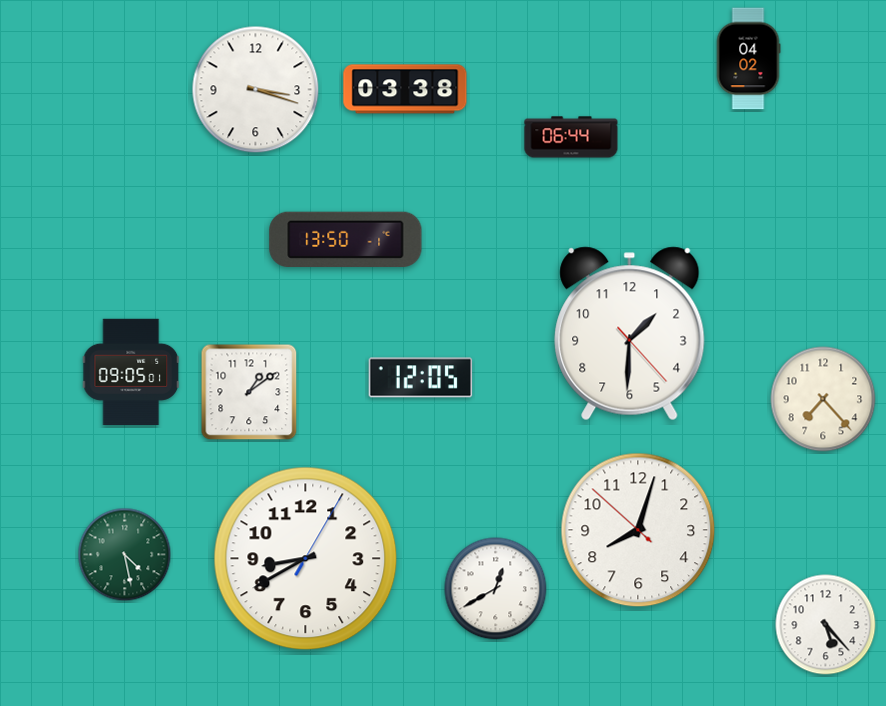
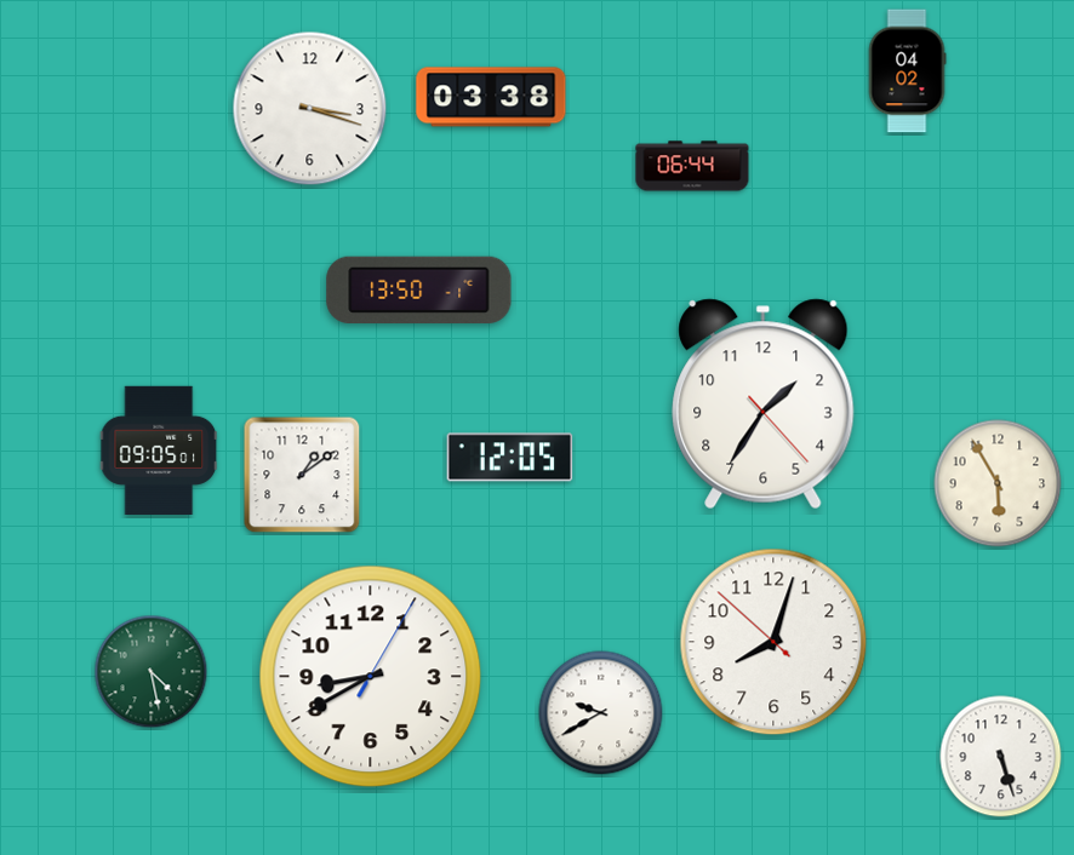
clock at (405, 89) position: (405, 89) -> (491, 97)
clock at (630, 334): 1:30 -> 1:35
clock at (823, 399): 7:23 -> 5:55
clock at (496, 589): 12:40 -> 9:40
clock at (826, 625): 5:23 -> 5:27
